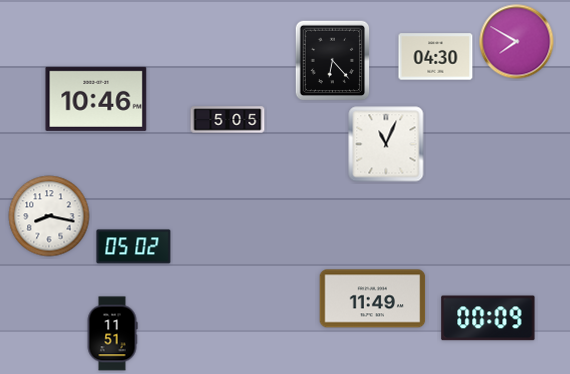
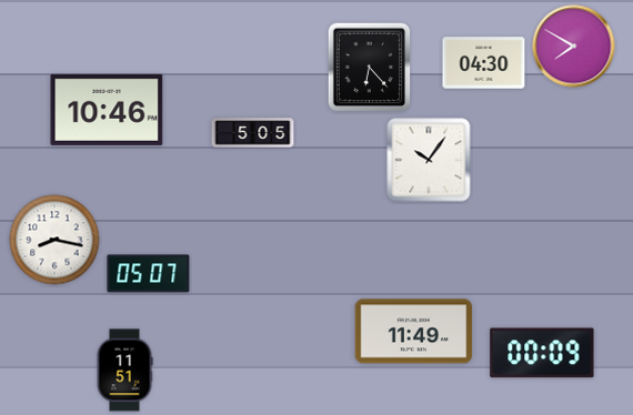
clock at (386, 144): 11:04 -> 10:06
clock at (134, 247): 05:02 -> 05:07
